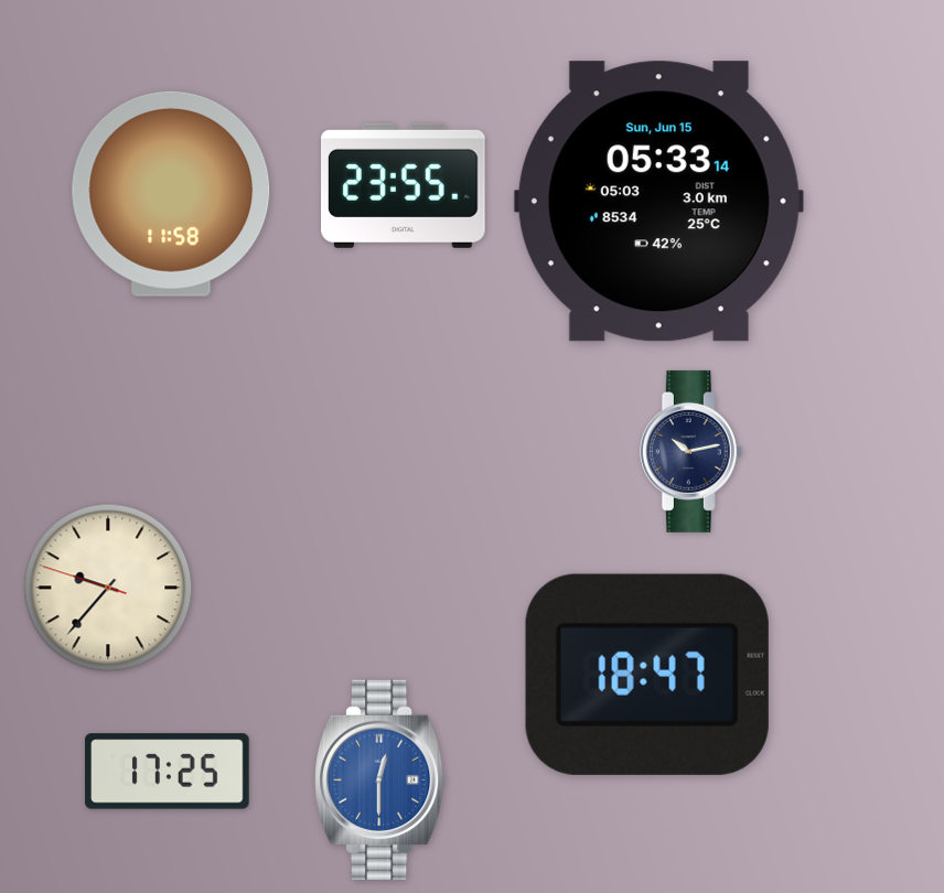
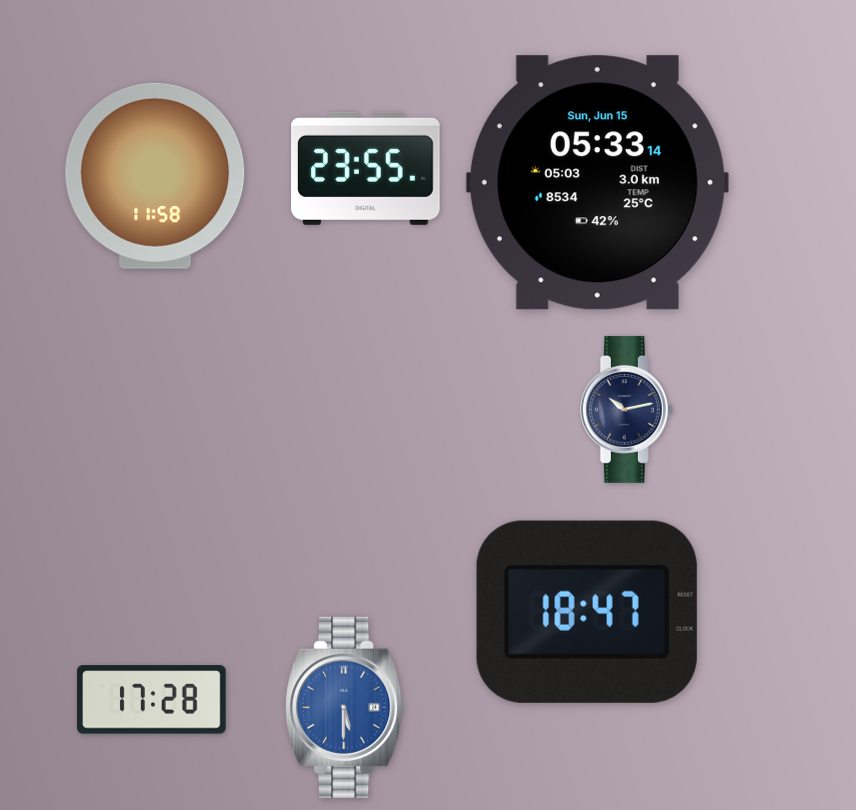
clock at (108, 588): 9:36 -> none
clock at (168, 772): 17:25 -> 17:28
clock at (380, 779): 12:30 -> 5:30
